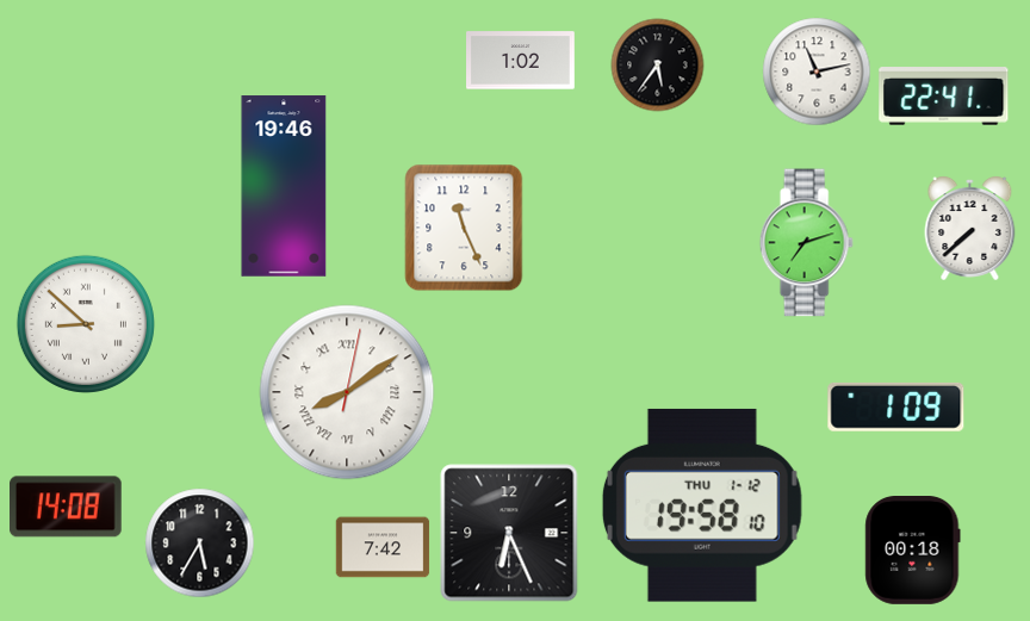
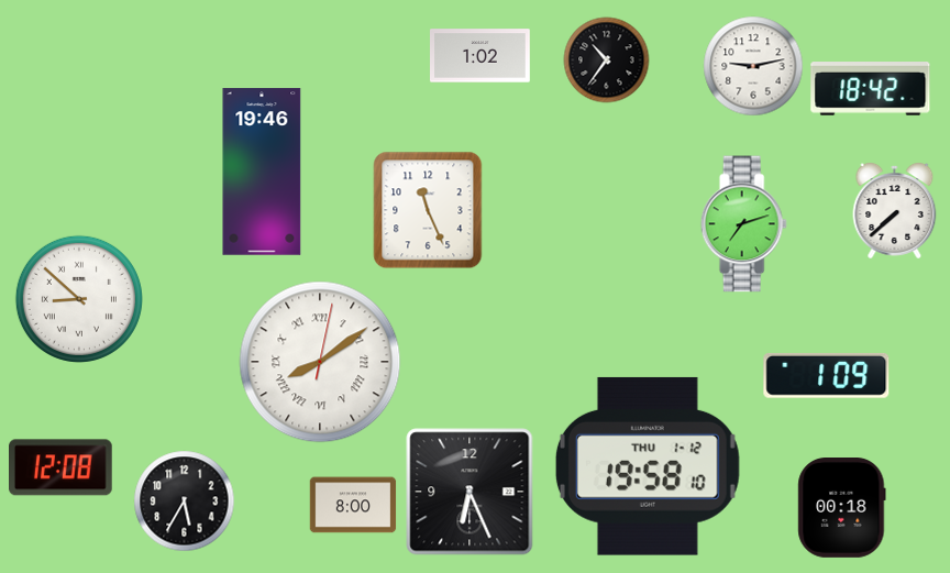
clock at (657, 64): 5:36 -> 10:36
clock at (817, 72): 11:13 -> 9:13
clock at (944, 97): 22:41 -> 18:42
clock at (67, 507): 14:08 -> 12:08
clock at (383, 547): 7:42 -> 8:00
